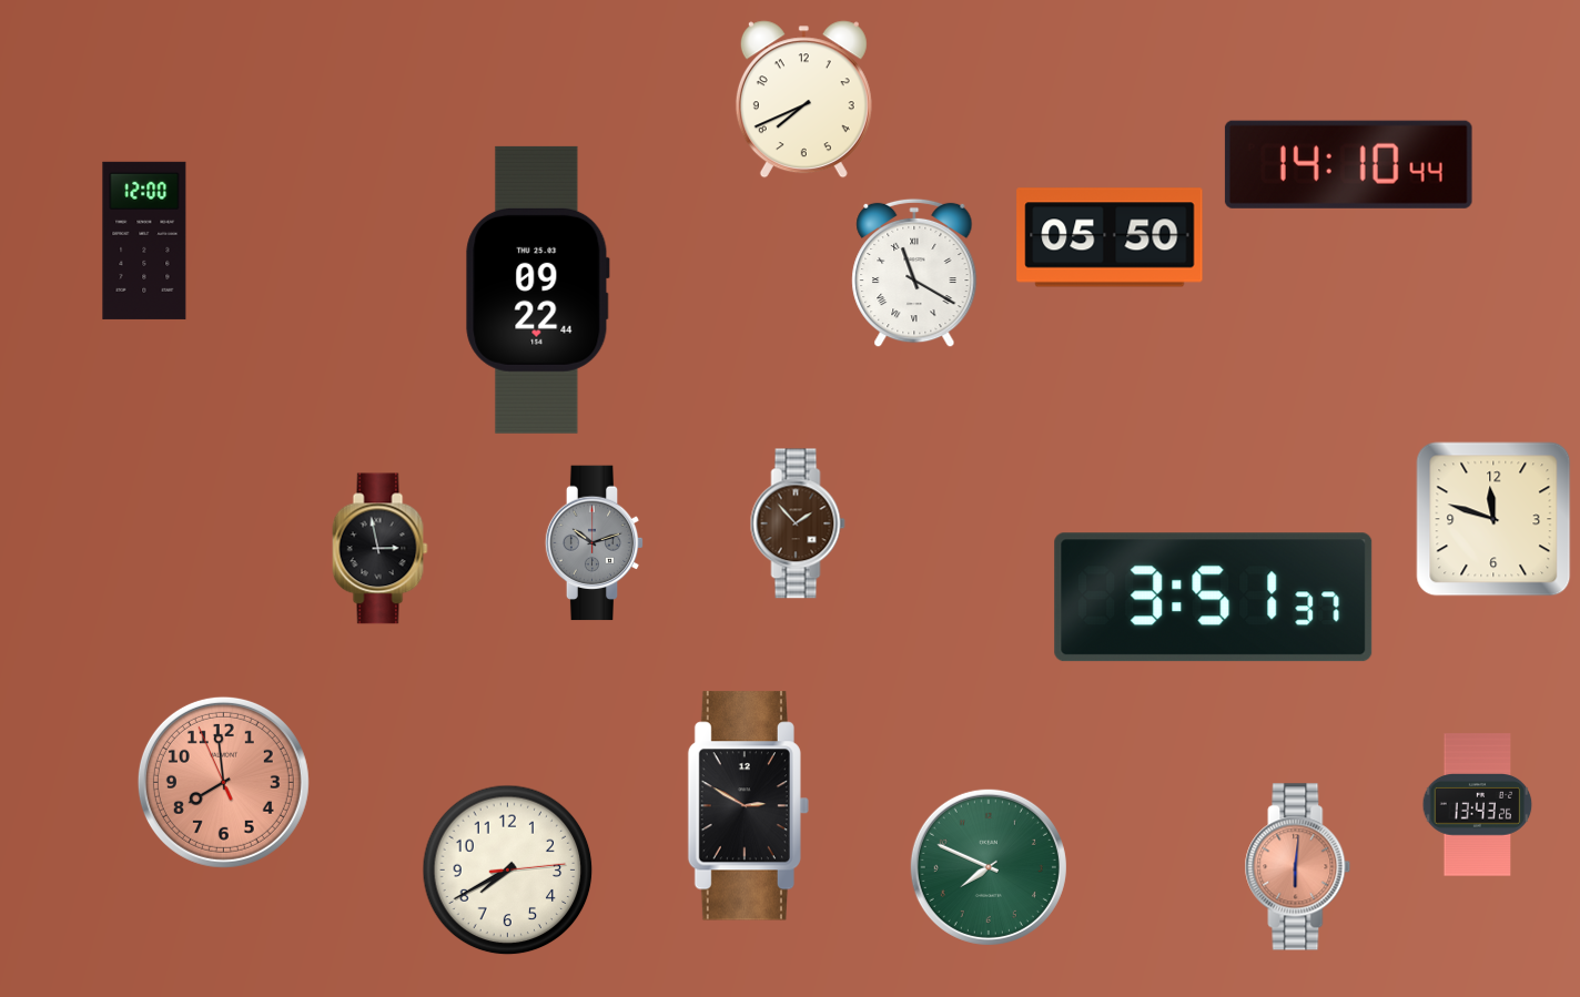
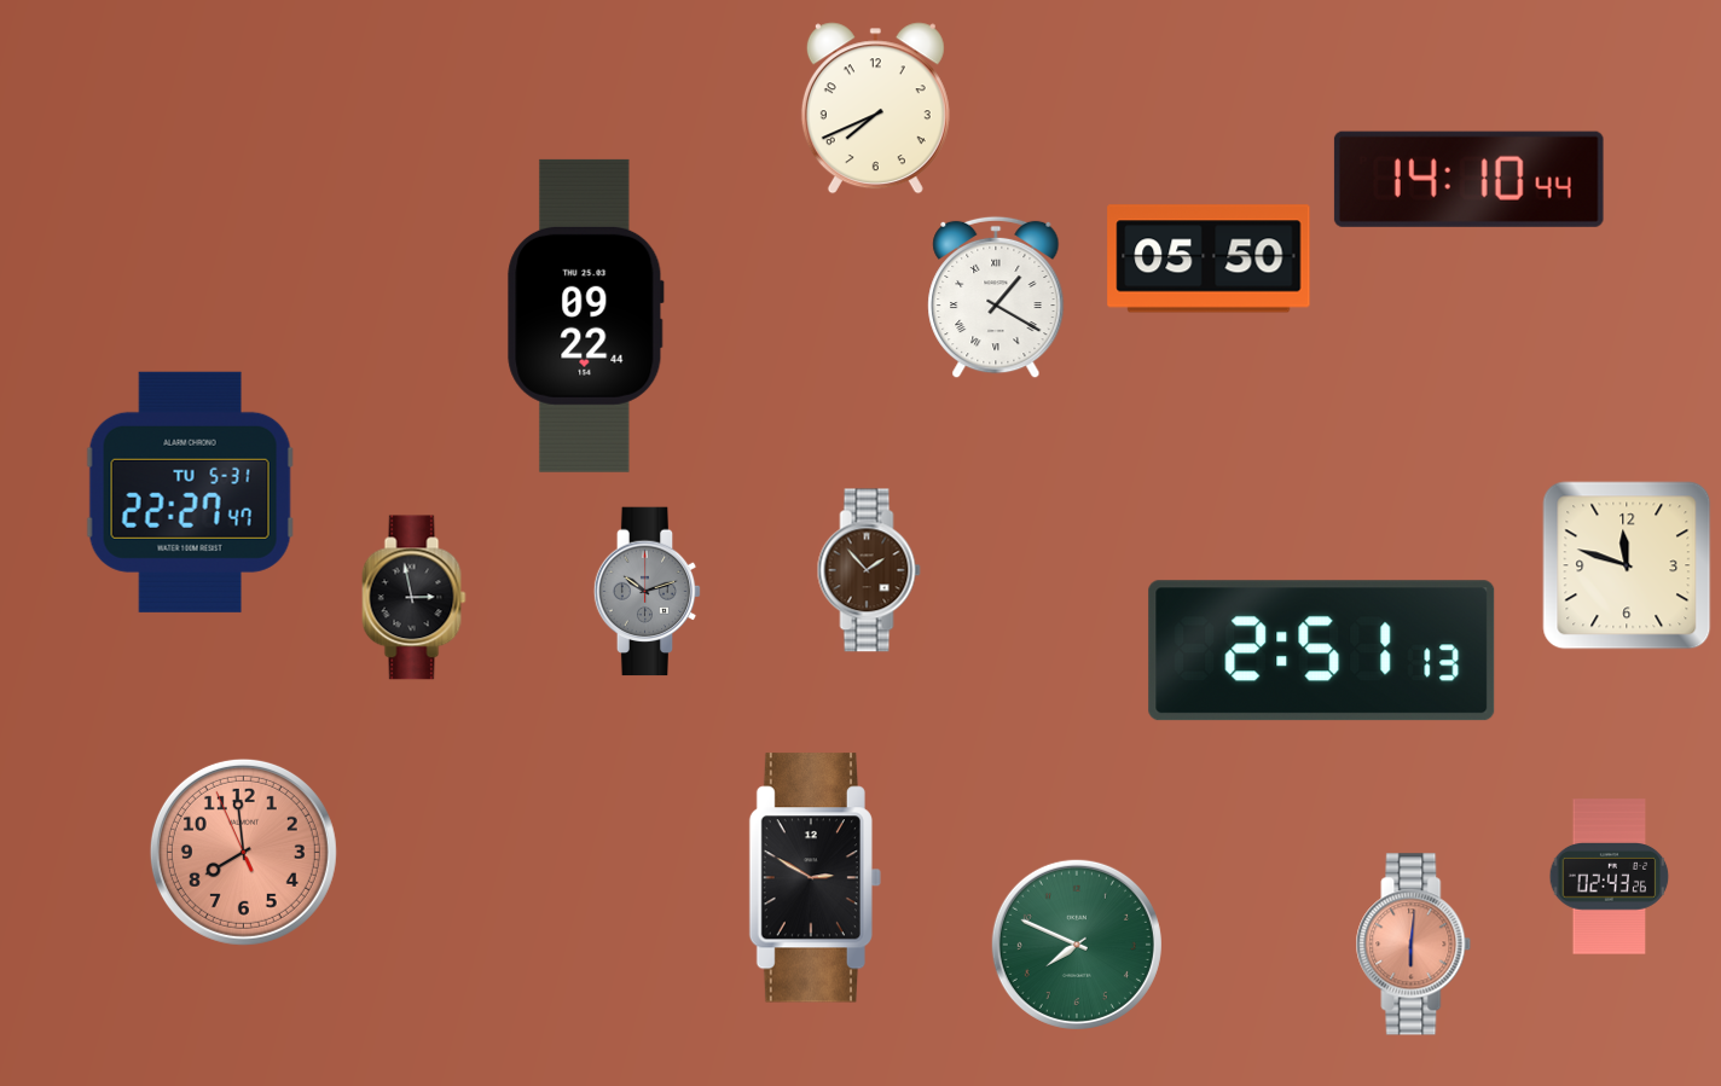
clock at (144, 241): 12:00 -> none
clock at (914, 273): 11:20 -> 1:20
clock at (190, 492): none -> 22:27
clock at (1214, 598): 3:51 -> 2:51
clock at (1478, 805): 13:43 -> 02:43
clock at (508, 871): 7:40 -> none
